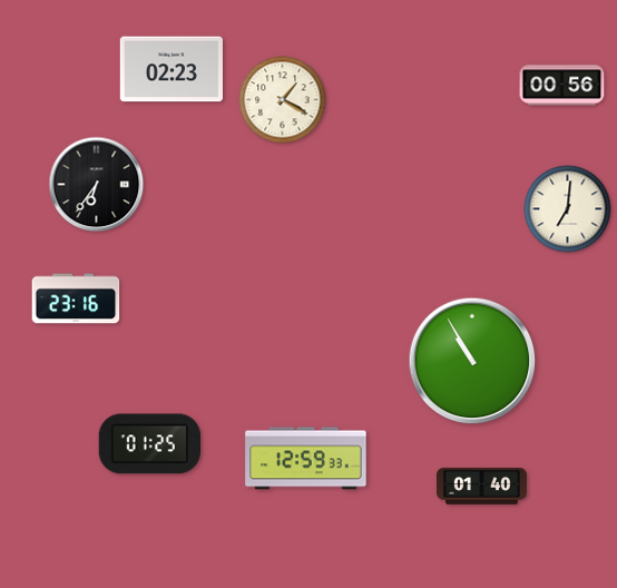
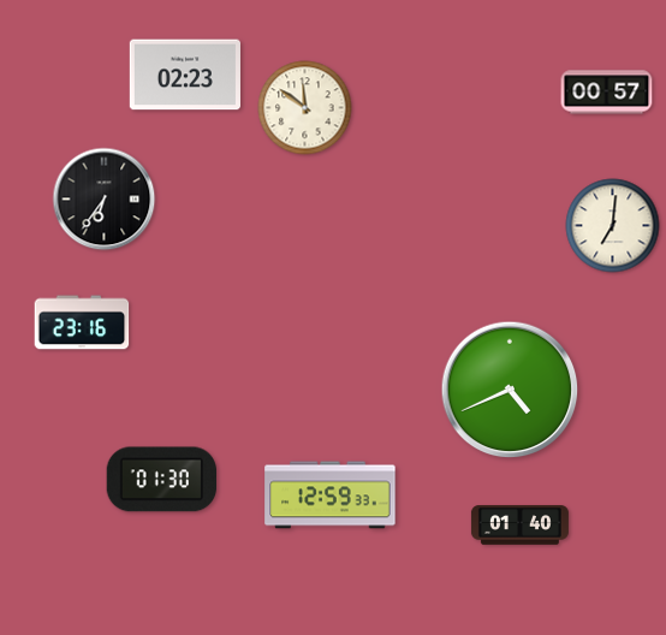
clock at (562, 86): 00:56 -> 00:57
clock at (283, 100): 1:20 -> 11:51
clock at (472, 361): 10:55 -> 4:41
clock at (150, 444): 01:25 -> 01:30
